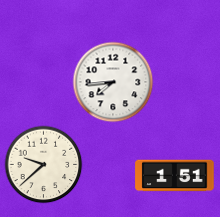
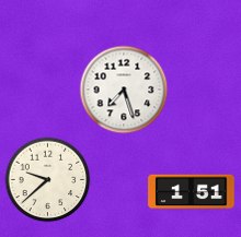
clock at (113, 82): 7:44 -> 7:27
